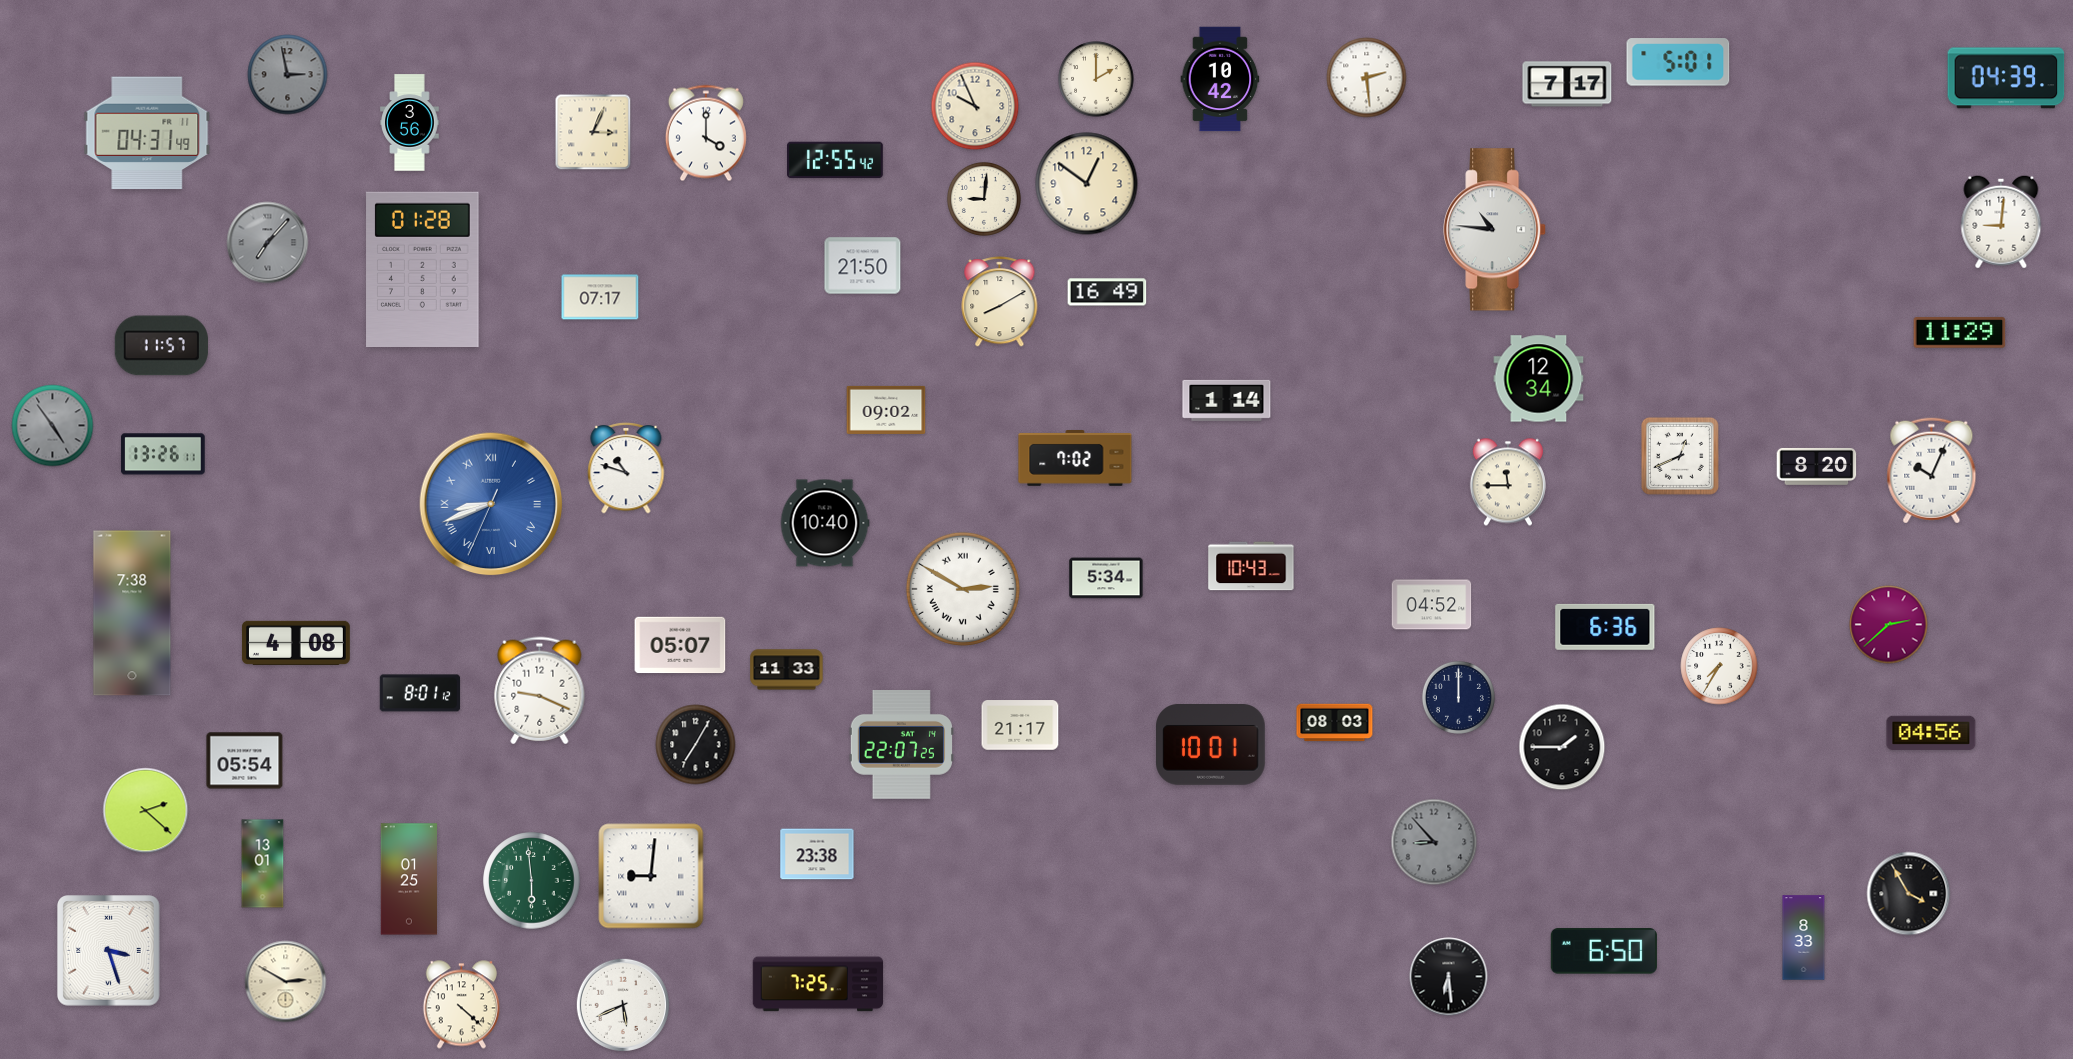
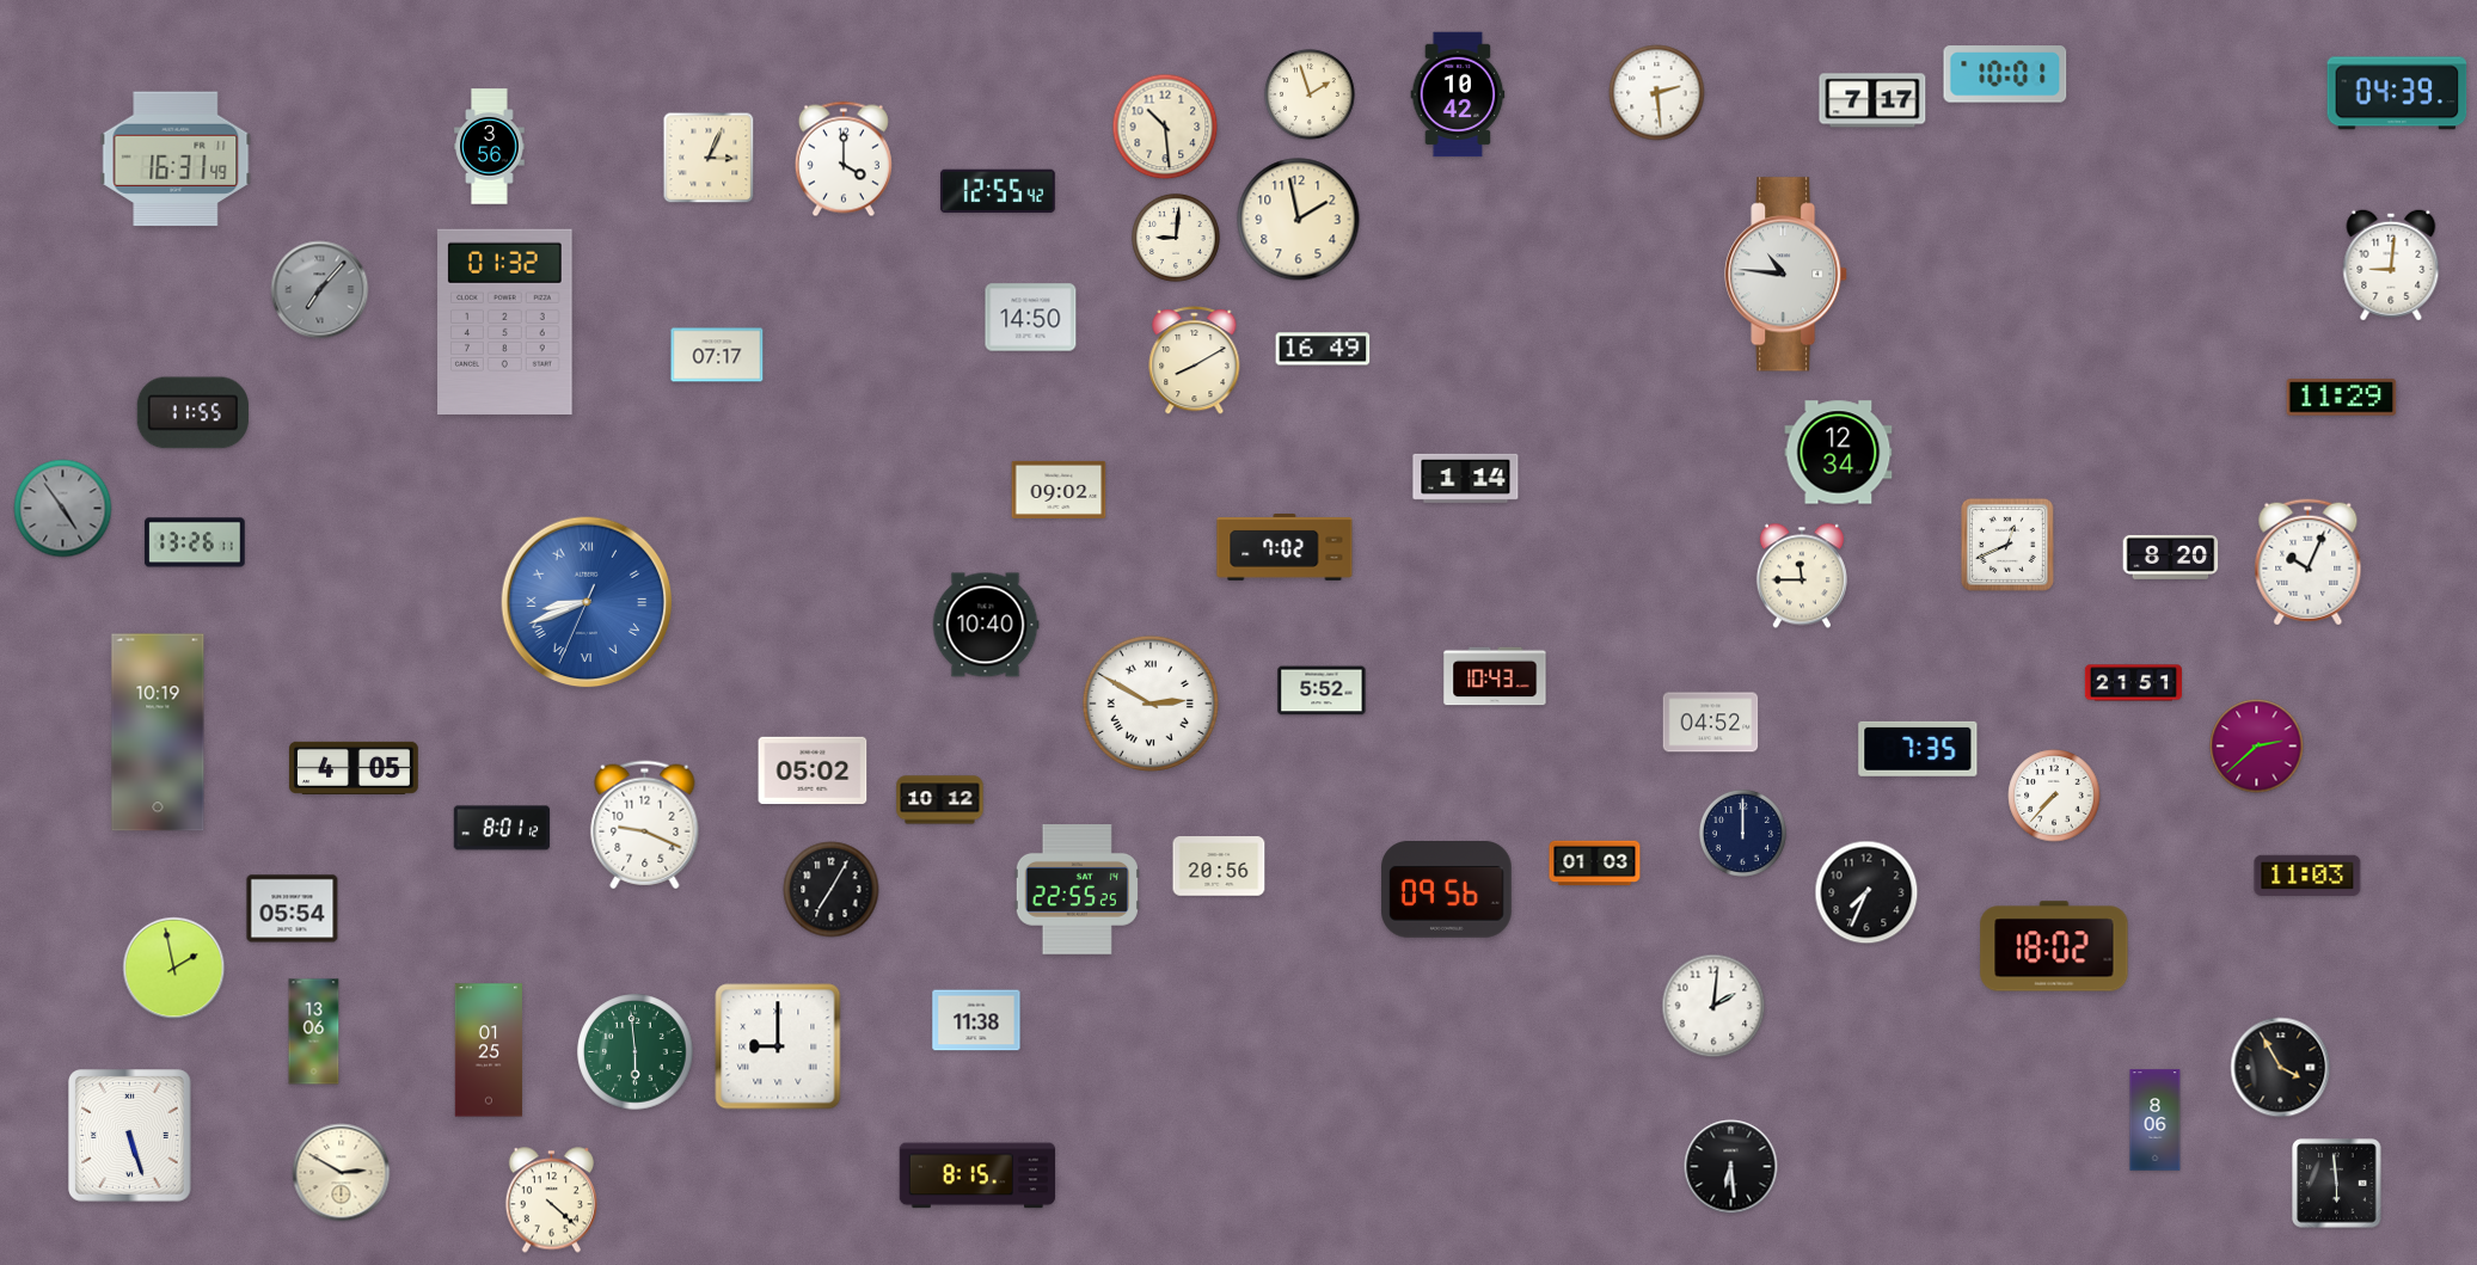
clock at (1678, 62): 5:01 -> 10:01
clock at (288, 75): 2:58 -> none
clock at (1367, 78) position: (1367, 78) -> (1657, 93)
clock at (1096, 79): 2:00 -> 1:57
clock at (975, 106): 9:56 -> 10:29
clock at (147, 133): 04:31 -> 16:31
clock at (1087, 184): 12:51 -> 1:58
clock at (863, 266): 21:50 -> 14:50
clock at (423, 269): 01:28 -> 01:32
clock at (161, 346): 11:57 -> 11:55
clock at (626, 468): 10:48 -> none
clock at (2133, 683): none -> 21:51
clock at (1106, 578): 5:34 -> 5:52
clock at (132, 613): 7:38 -> 10:19
clock at (1605, 627): 6:36 -> 7:35
clock at (296, 643): 4:08 -> 4:05
clock at (680, 645): 05:07 -> 05:02
clock at (1719, 666): 7:35 -> 7:37
clock at (787, 670): 11:33 -> 10:12
clock at (1335, 723): 08:03 -> 01:03
clock at (1020, 725): 21:17 -> 20:56
clock at (1931, 733): 04:56 -> 11:03
clock at (901, 745): 22:07 -> 22:55
clock at (1211, 745): 10:01 -> 09:56
clock at (1562, 747): 1:45 -> 7:34
clock at (2054, 946): none -> 18:02
clock at (146, 811): 2:22 -> 1:58
clock at (1434, 842): 8:53 -> 2:01
clock at (1434, 842) dial: grey -> white
clock at (817, 854): 23:38 -> 11:38
clock at (263, 864): 13:01 -> 13:06
clock at (651, 876): 9:01 -> 9:00
clock at (1804, 938): 8:33 -> 8:06
clock at (109, 951): 3:27 -> 5:27
clock at (1604, 951): 6:50 -> none
clock at (818, 984): 7:25 -> 8:15
clock at (2337, 1184): none -> 5:59
clock at (623, 1005): 5:41 -> none
